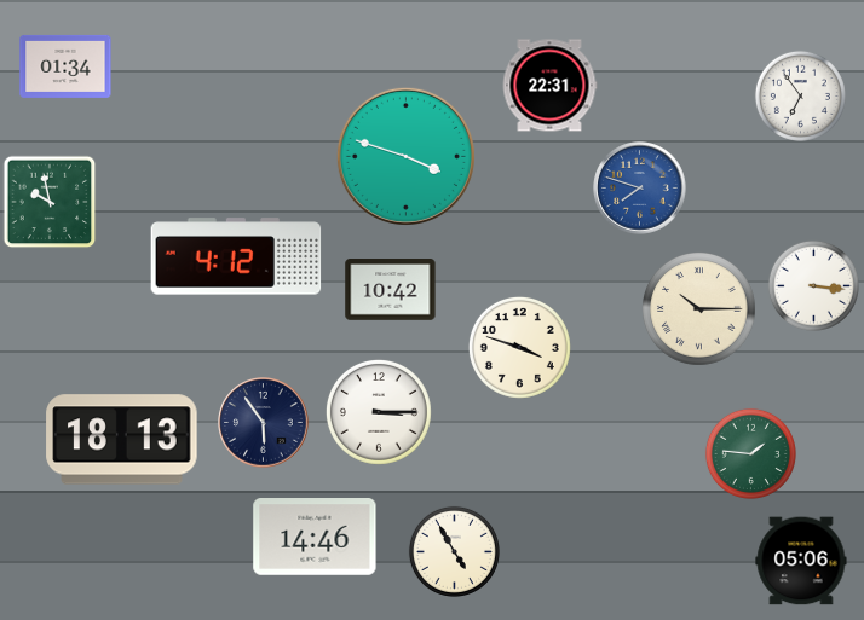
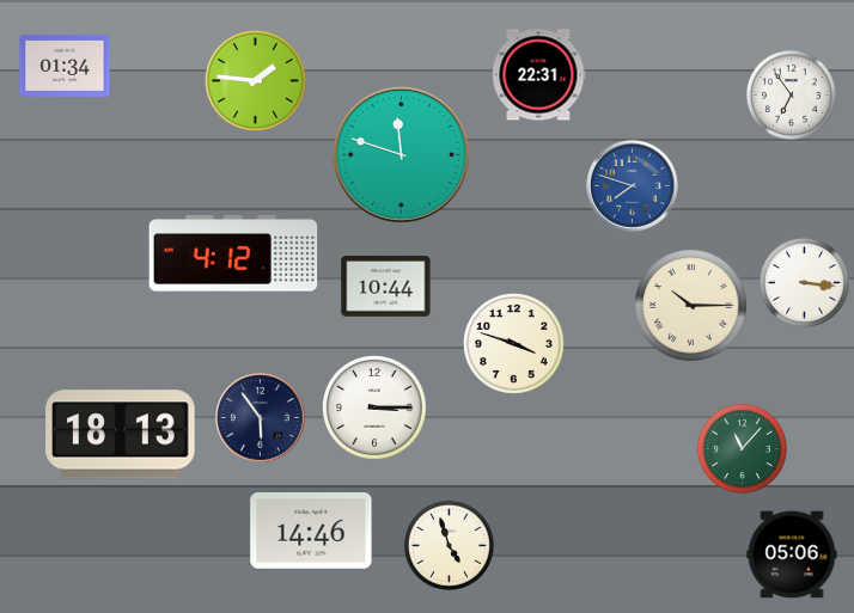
clock at (255, 80): none -> 1:46
clock at (549, 86) position: (549, 86) -> (538, 75)
clock at (405, 156): 3:48 -> 11:48
clock at (50, 202): 9:58 -> none
clock at (391, 290): 10:42 -> 10:44
clock at (750, 453): 1:46 -> 11:07
clock at (454, 551): 4:55 -> 4:57
